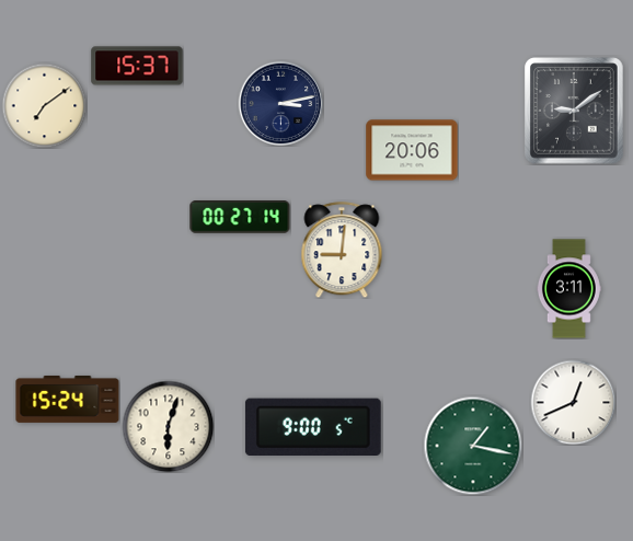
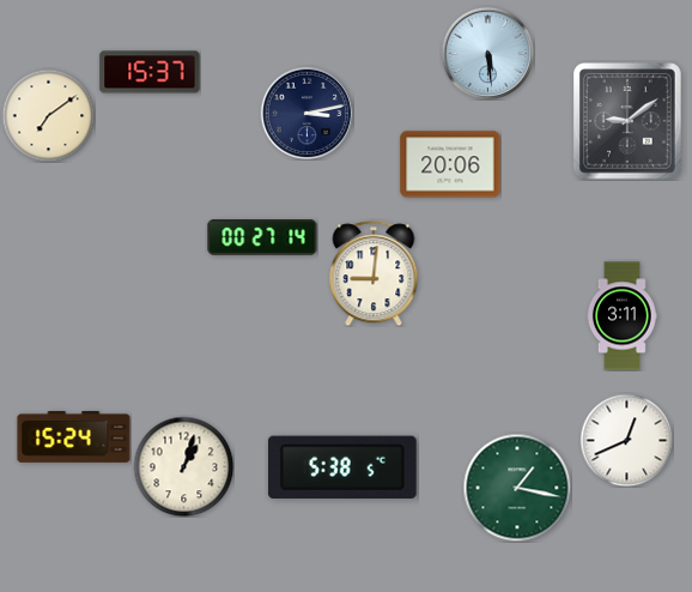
clock at (487, 53): none -> 5:29
clock at (168, 426): 6:03 -> 1:03
clock at (313, 426): 9:00 -> 5:38
